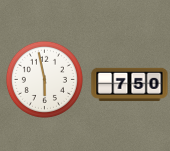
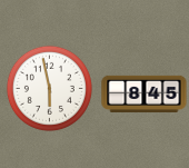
clock at (130, 84): 7:50 -> 8:45
